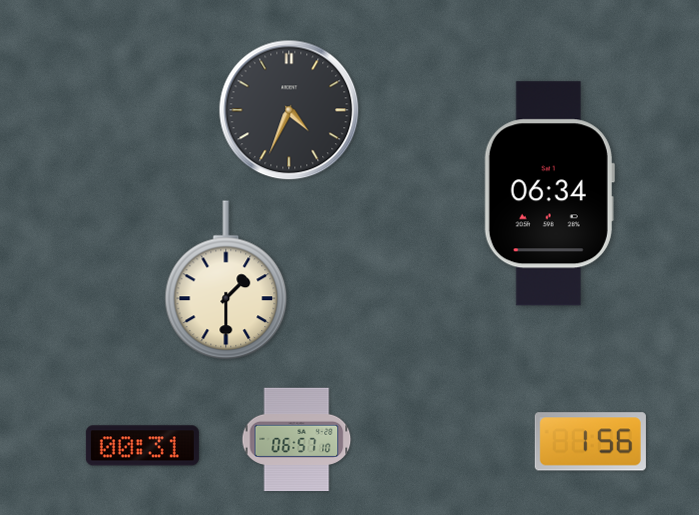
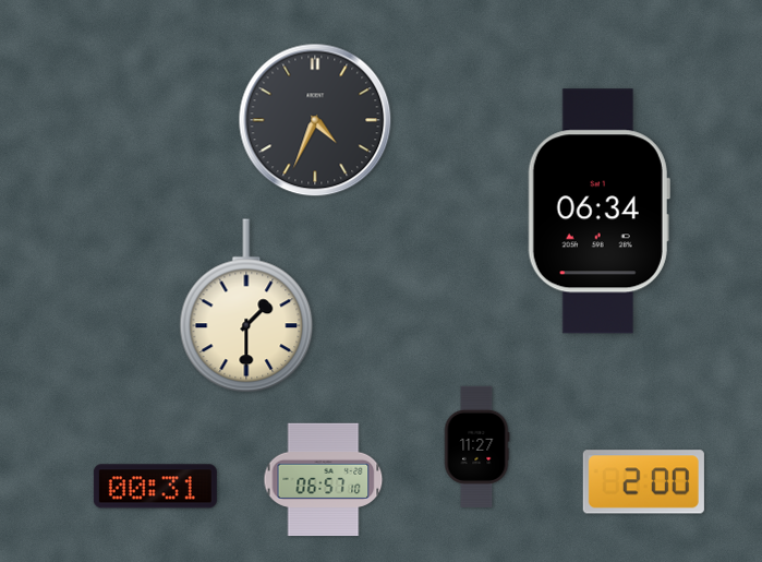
clock at (476, 446): none -> 11:27
clock at (590, 442): 1:56 -> 2:00
